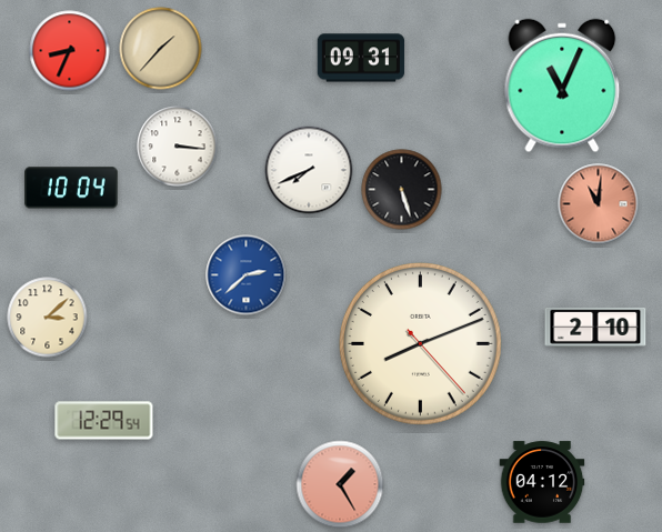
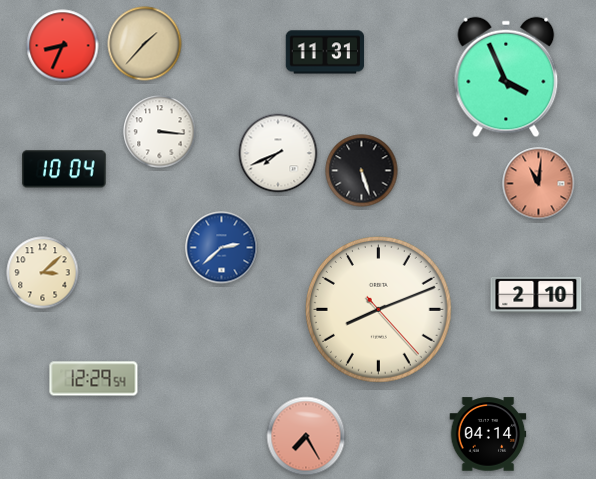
clock at (361, 58): 09:31 -> 11:31
clock at (562, 86): 11:04 -> 3:56
clock at (48, 318) position: (48, 318) -> (43, 273)
clock at (542, 482): 04:12 -> 04:14
clock at (340, 484): 1:25 -> 7:25
